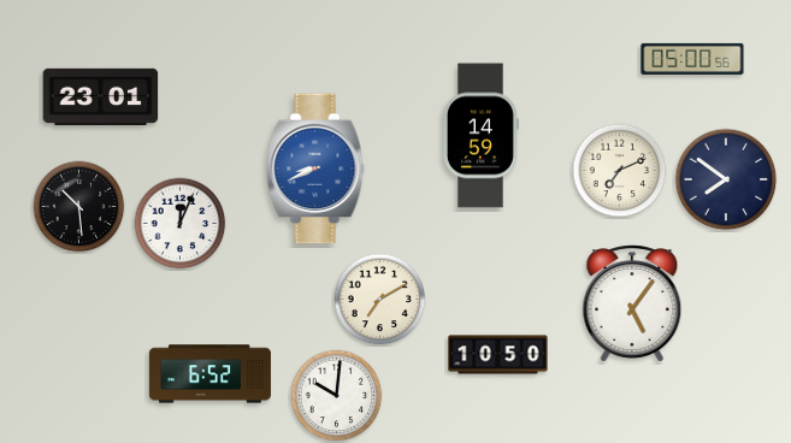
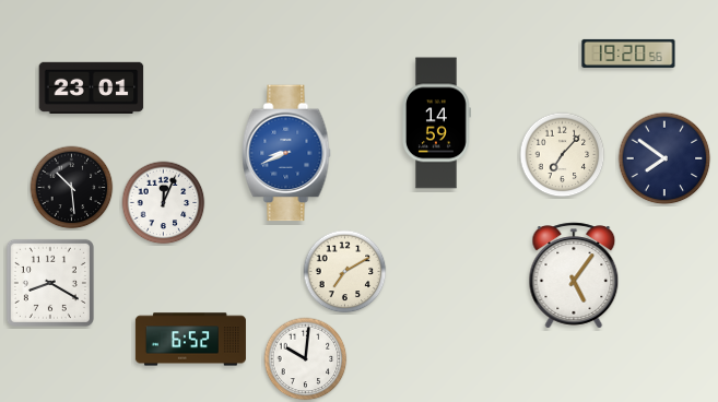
clock at (692, 59): 05:00 -> 19:20
clock at (620, 171): 7:11 -> 7:07
clock at (726, 179) position: (726, 179) -> (664, 158)
clock at (50, 283): none -> 8:20
clock at (498, 355): 10:50 -> none
